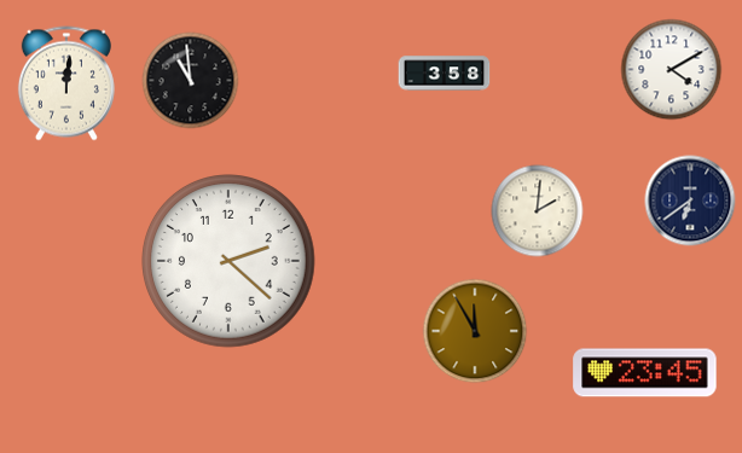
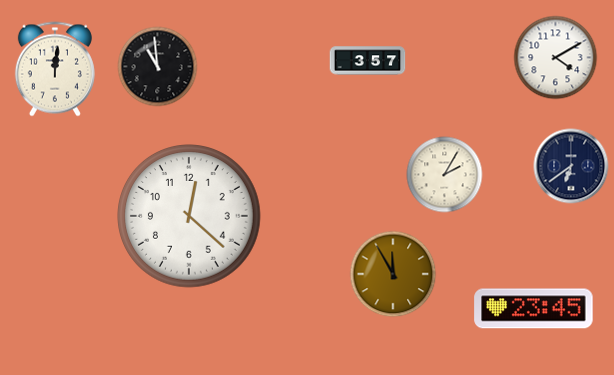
clock at (445, 74): 3:58 -> 3:57
clock at (538, 211): 2:01 -> 2:05
clock at (230, 262): 2:22 -> 12:22
